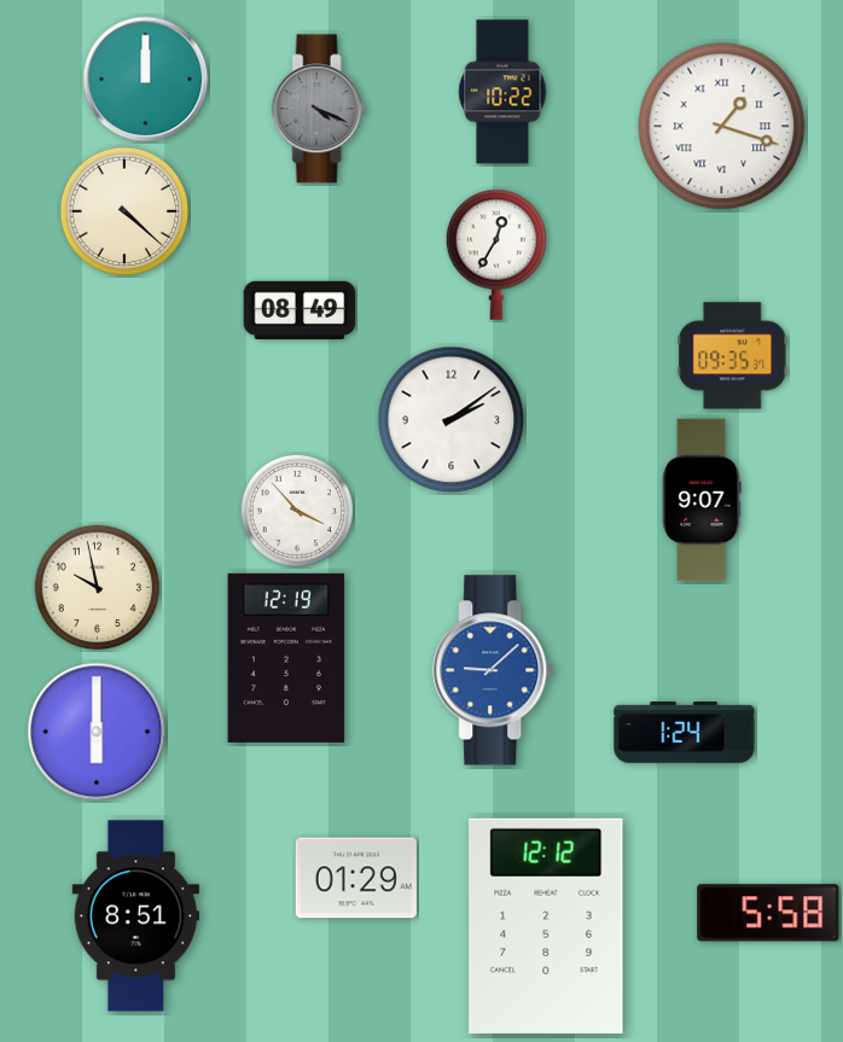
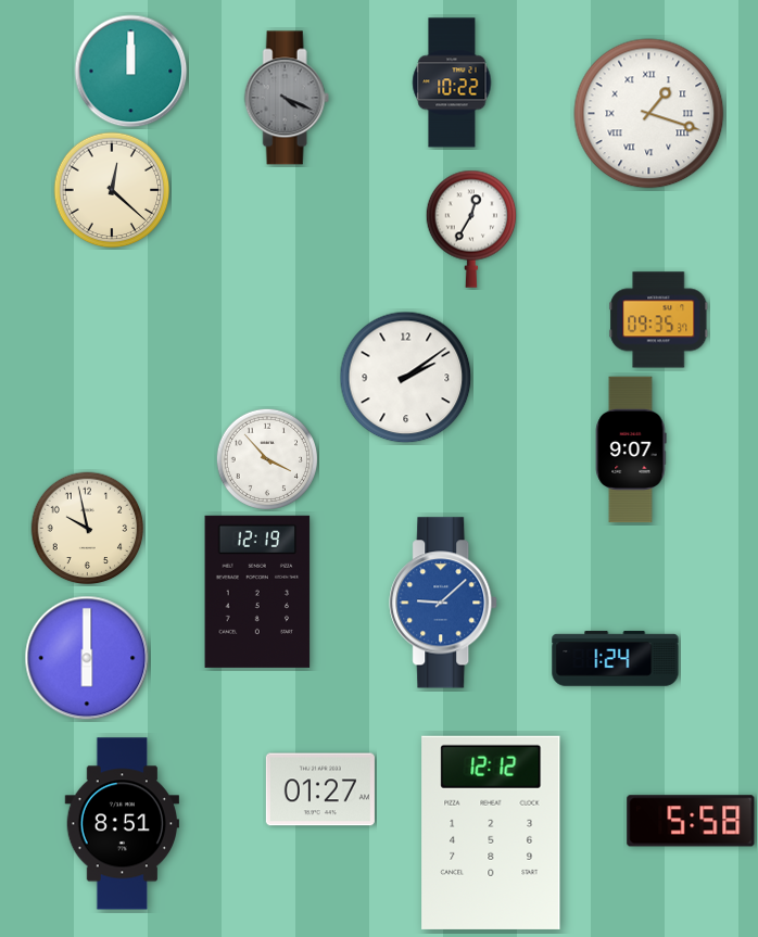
clock at (124, 211): 4:22 -> 12:22
clock at (496, 255) position: (496, 255) -> (471, 229)
clock at (300, 310): 08:49 -> none
clock at (356, 878): 01:29 -> 01:27
